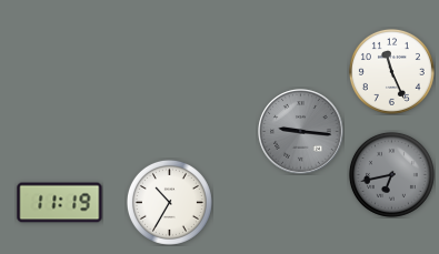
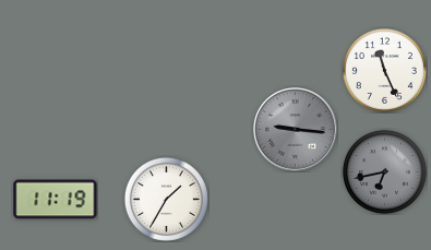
clock at (169, 202): 10:35 -> 1:35
clock at (60, 203) position: (60, 203) -> (56, 200)
